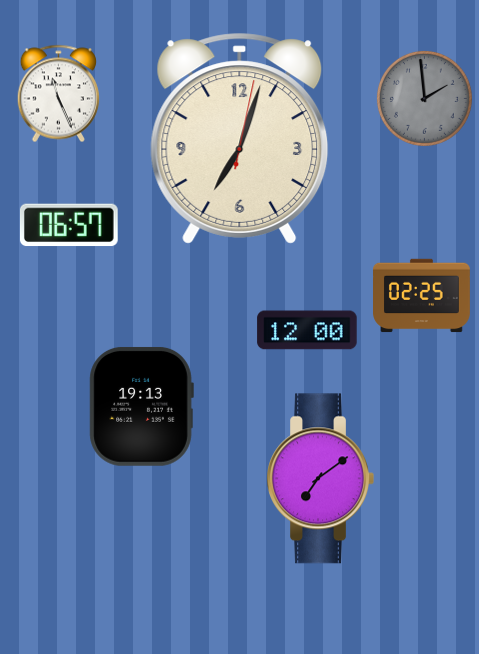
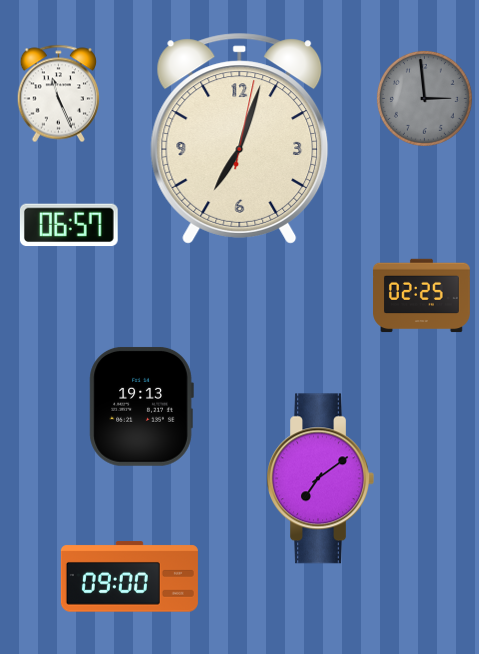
clock at (424, 98): 1:59 -> 2:59
clock at (307, 330): 12:00 -> none
clock at (129, 577): none -> 09:00
